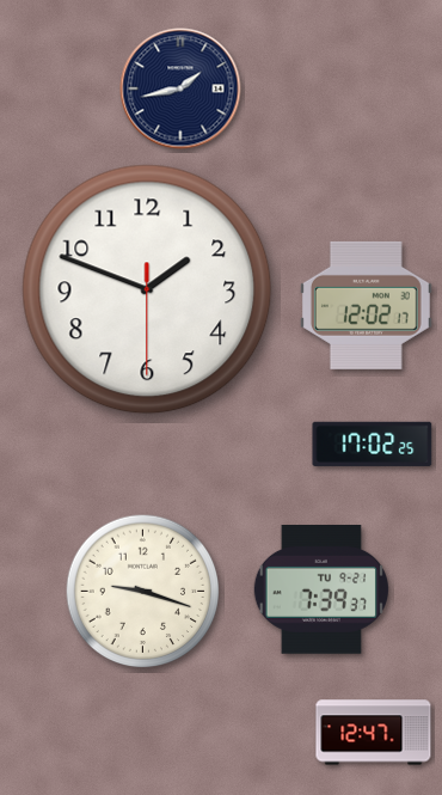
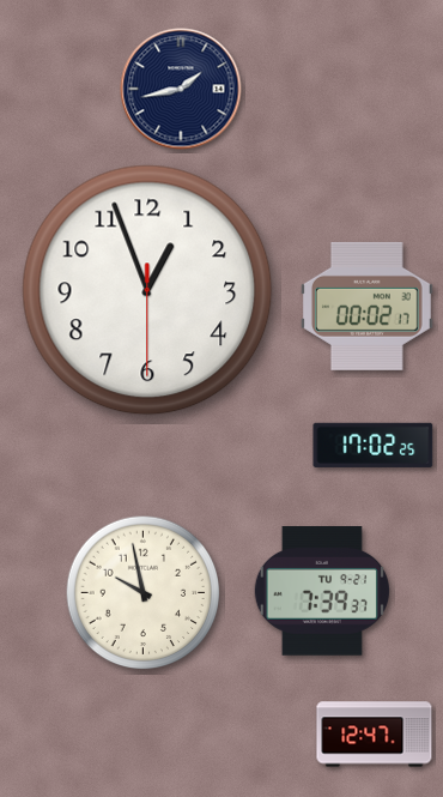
clock at (147, 289): 1:48 -> 12:56
clock at (366, 305): 12:02 -> 00:02
clock at (143, 592): 9:18 -> 9:58
